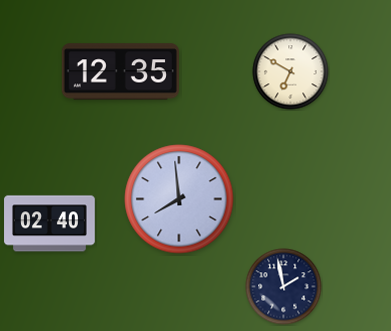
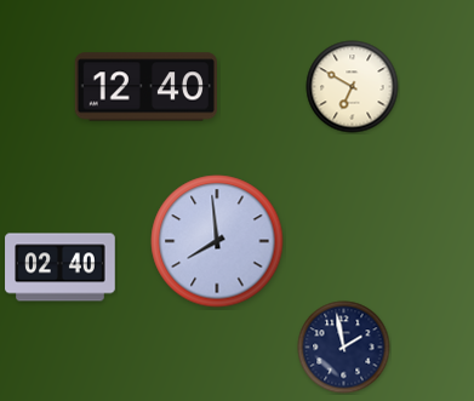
clock at (120, 72): 12:35 -> 12:40
clock at (50, 224) position: (50, 224) -> (61, 268)
